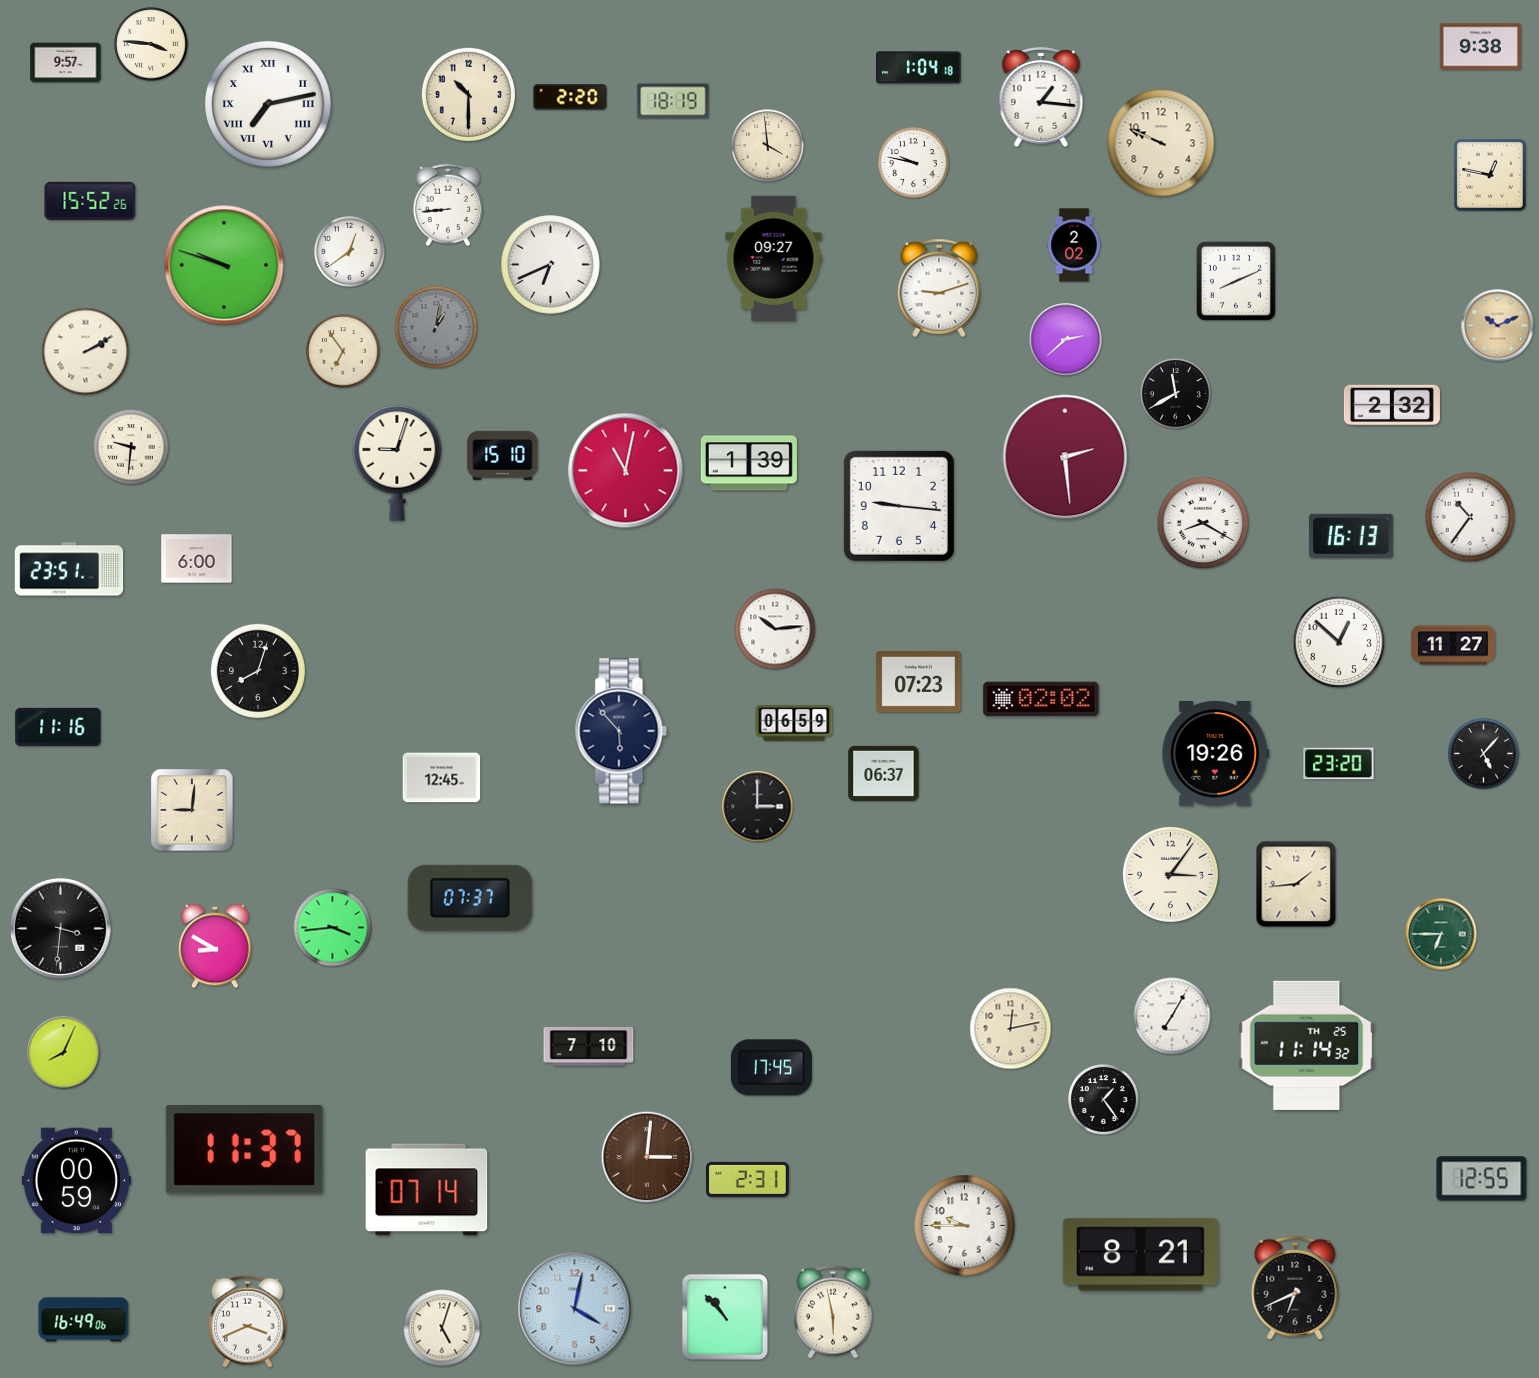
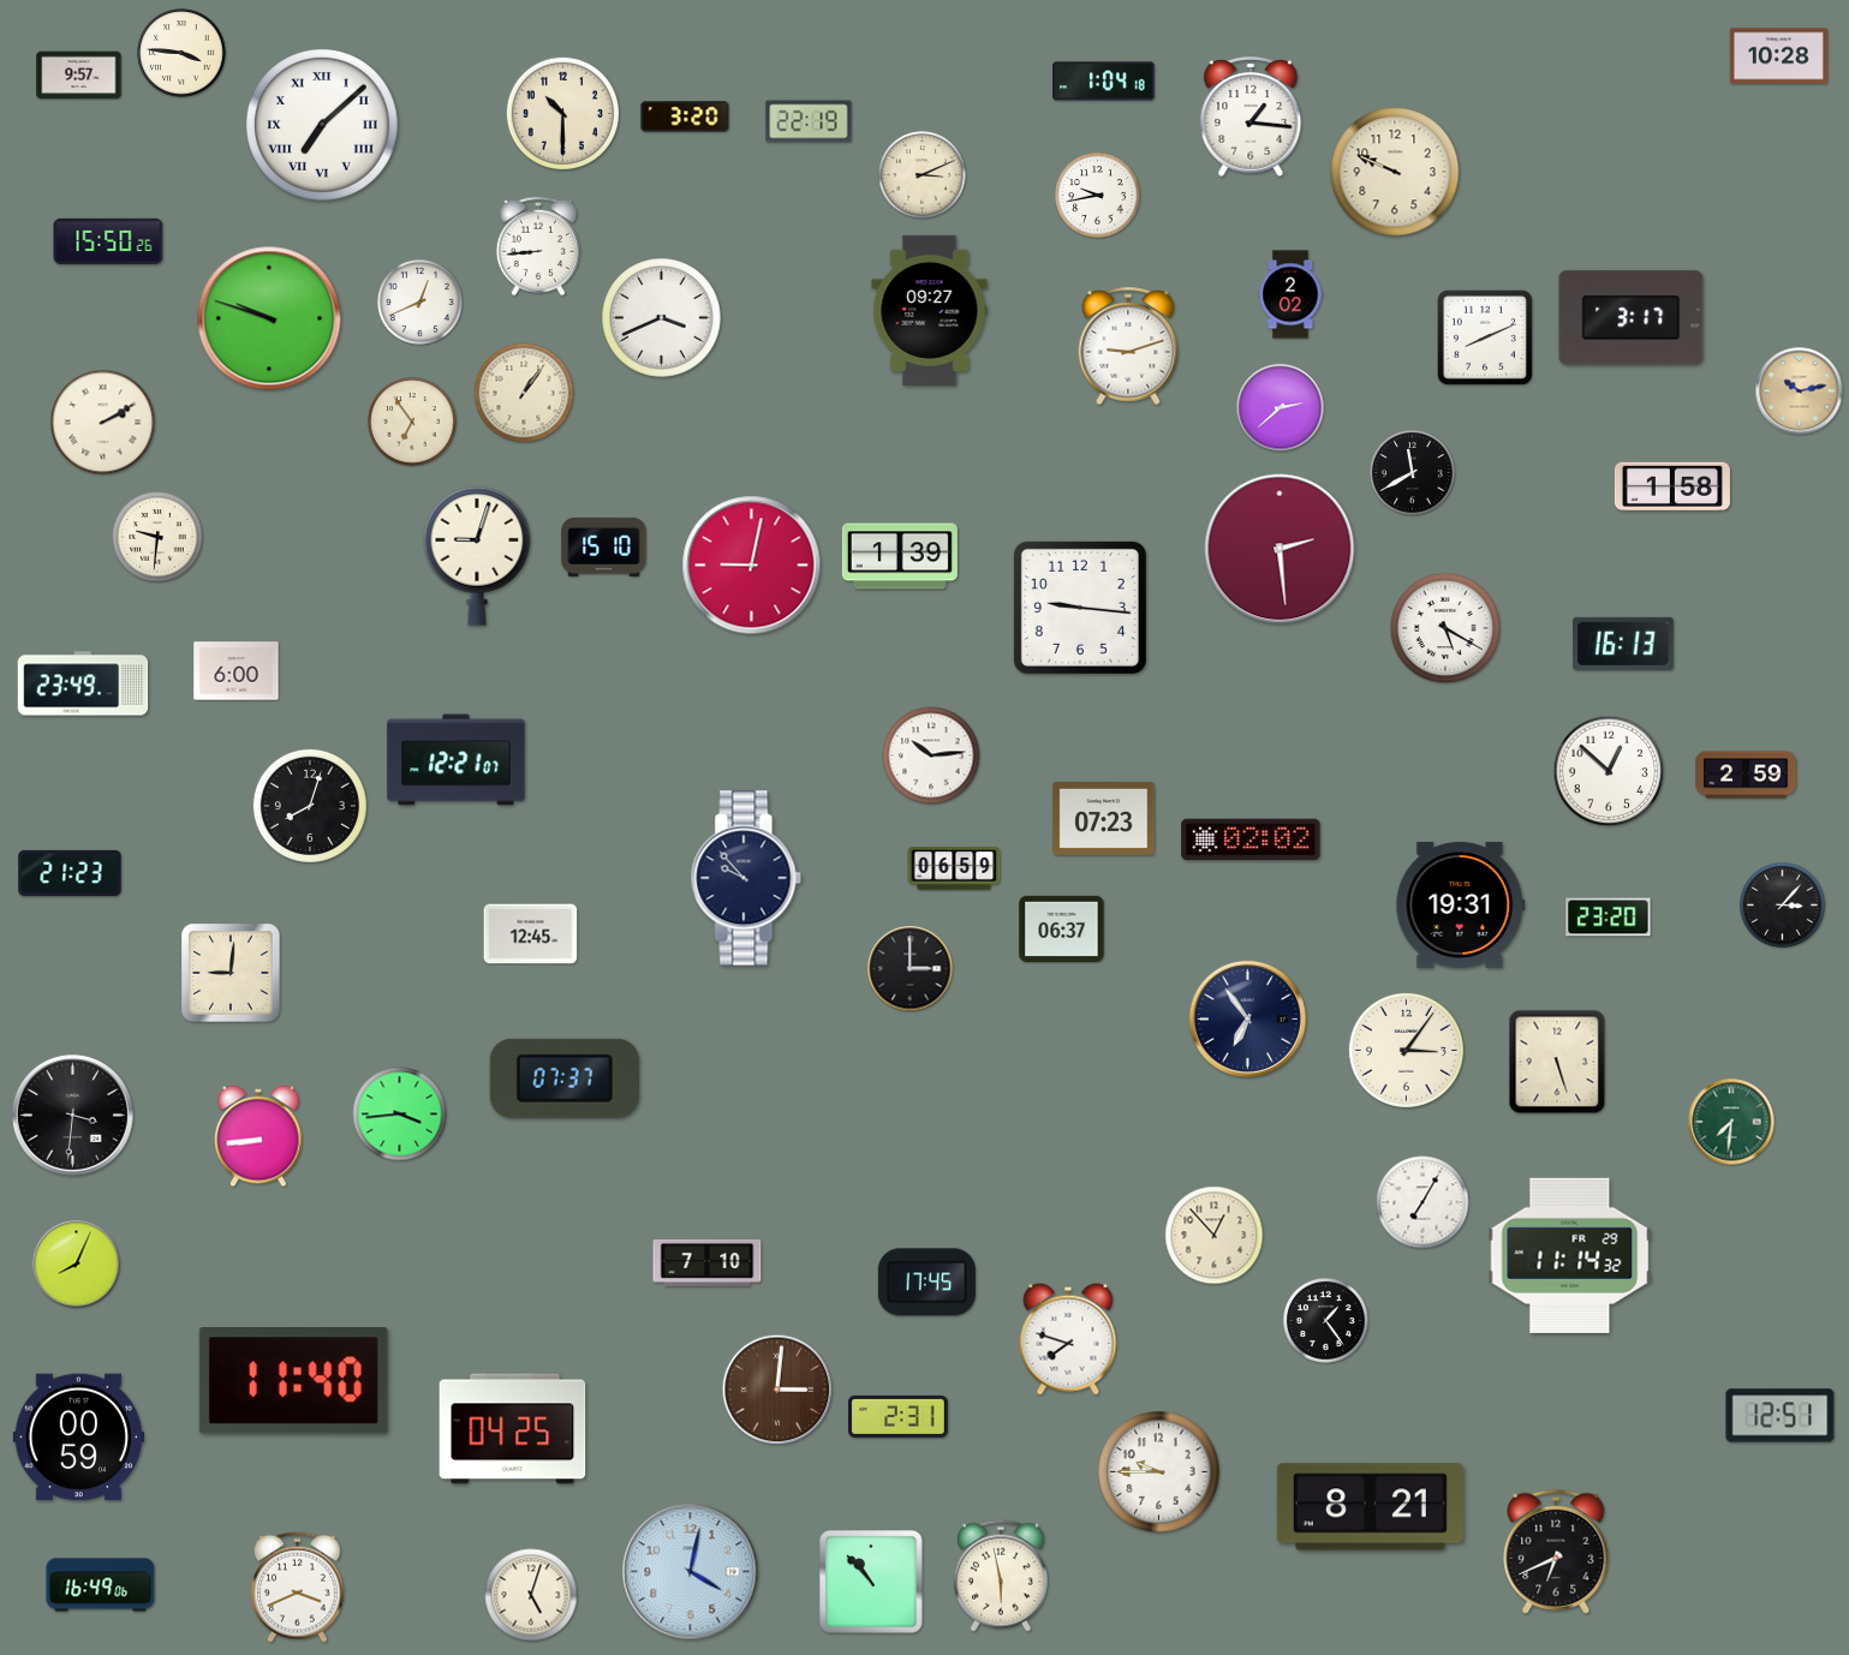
clock at (1480, 47): 9:38 -> 10:28
clock at (570, 97): 2:20 -> 3:20
clock at (673, 101): 18:19 -> 22:19
clock at (268, 104): 7:13 -> 7:08
clock at (768, 146): 3:59 -> 3:11
clock at (914, 163): 9:47 -> 9:43
clock at (1490, 175): 12:47 -> none
clock at (90, 201): 15:52 -> 15:50
clock at (350, 252): 12:39 -> 12:41
clock at (551, 265): 6:41 -> 3:41
clock at (1632, 318): none -> 3:17
clock at (1498, 326): 10:11 -> 10:13
clock at (436, 327): 1:02 -> 1:06
clock at (436, 327) dial: grey -> cream
clock at (1392, 405): 2:32 -> 1:58
clock at (626, 471): 11:02 -> 9:02
clock at (1470, 517): 10:36 -> none
clock at (1203, 523): 8:20 -> 5:20
clock at (69, 569): 23:51 -> 23:49
clock at (457, 760): none -> 12:21
clock at (1453, 645): 11:27 -> 2:59
clock at (58, 727): 11:16 -> 21:23
clock at (621, 731): 5:53 -> 9:53
clock at (1216, 753): 19:26 -> 19:31
clock at (1484, 754): 5:07 -> 3:07
clock at (1247, 1018): none -> 6:54
clock at (1296, 884): 1:44 -> 5:27
clock at (1441, 934): 6:45 -> 7:31
clock at (215, 946): 8:50 -> 8:44
clock at (1172, 1016) position: (1172, 1016) -> (1422, 1202)
clock at (1011, 1029): 12:13 -> 12:53
clock at (1307, 1045) date: TH 25 -> FR 29
clock at (589, 1046) position: (589, 1046) -> (708, 1262)
clock at (1068, 1339): none -> 7:48
clock at (244, 1150): 11:37 -> 11:40
clock at (1482, 1179): 12:55 -> 12:51
clock at (76, 1181) position: (76, 1181) -> (78, 1438)
clock at (427, 1190): 07:14 -> 04:25
clock at (1295, 1288) position: (1295, 1288) -> (1556, 1552)
